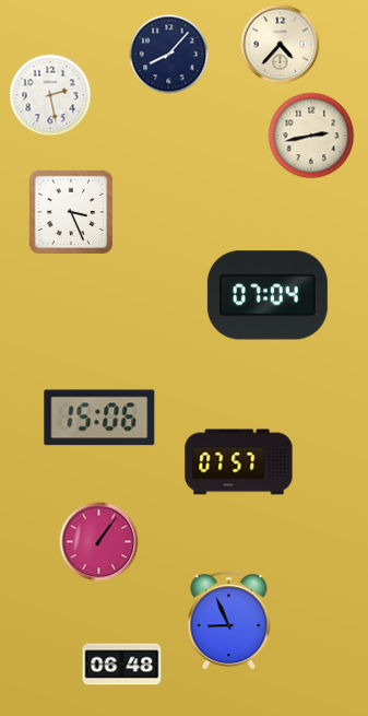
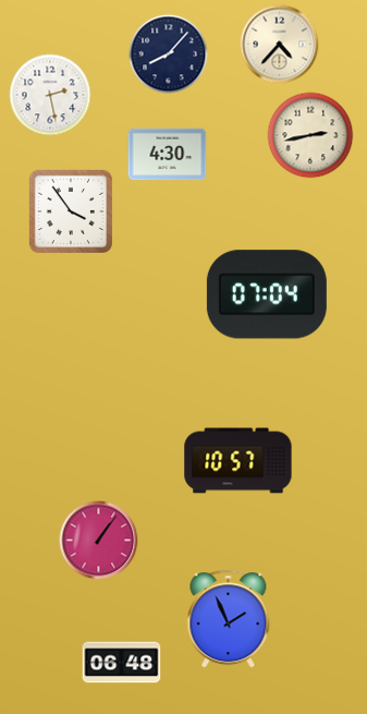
clock at (168, 155): none -> 4:30
clock at (70, 211): 3:26 -> 3:54
clock at (99, 418): 15:06 -> none
clock at (239, 462): 07:57 -> 10:57
clock at (229, 621): 8:56 -> 1:56
